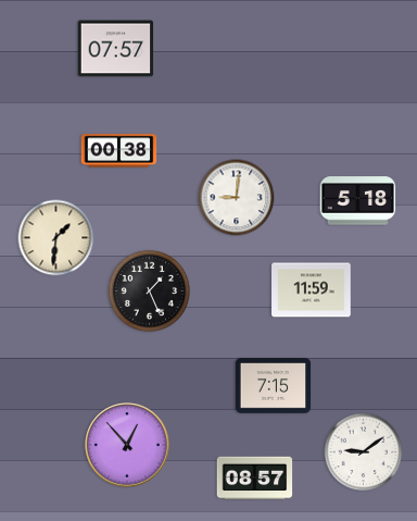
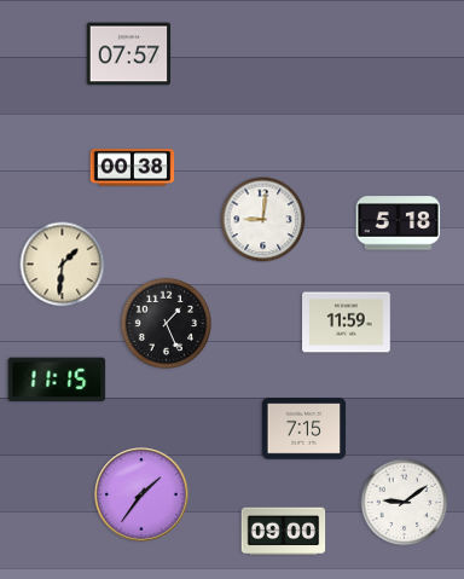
clock at (57, 380): none -> 11:15
clock at (127, 445): 12:53 -> 1:36
clock at (255, 479): 08:57 -> 09:00
